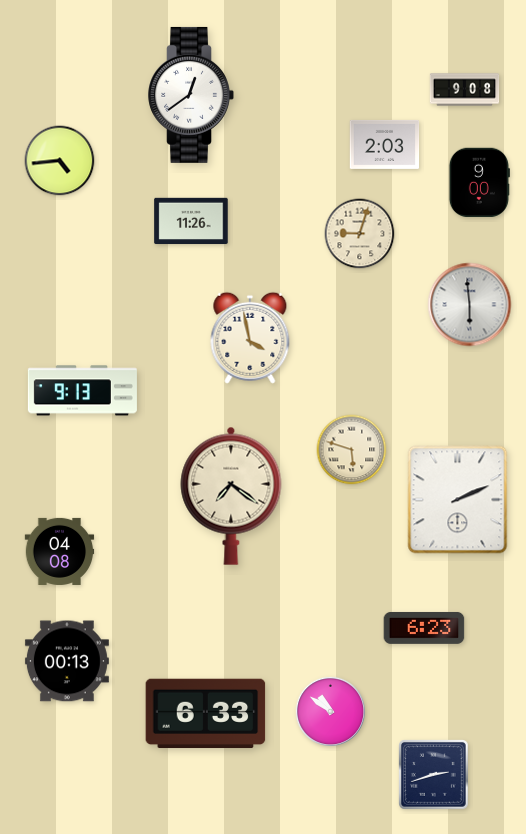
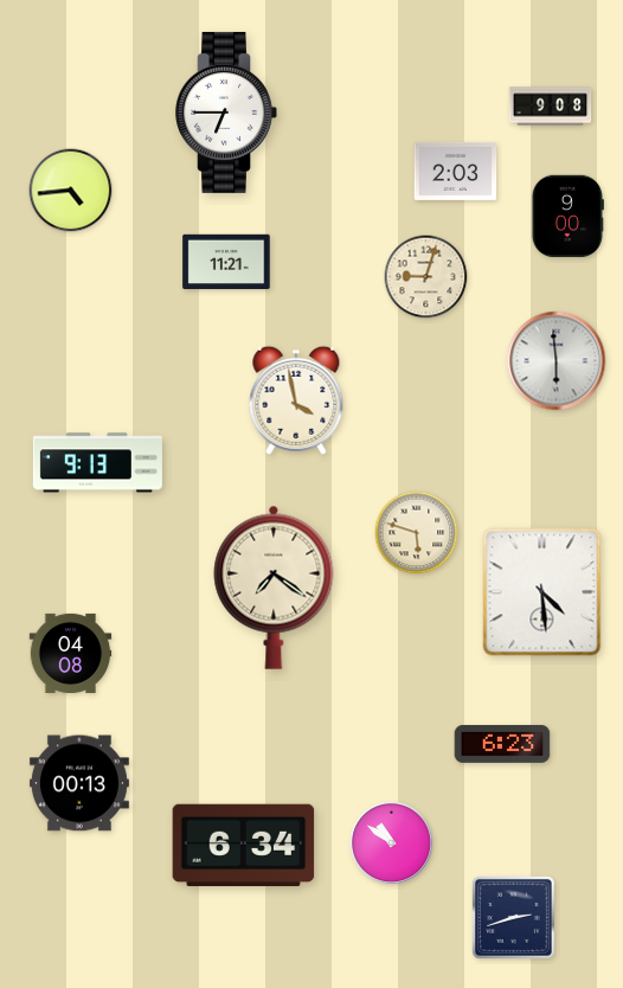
clock at (191, 95): 12:39 -> 6:45
clock at (191, 221): 11:26 -> 11:21
clock at (458, 500): 2:11 -> 4:29
clock at (206, 714): 6:33 -> 6:34
